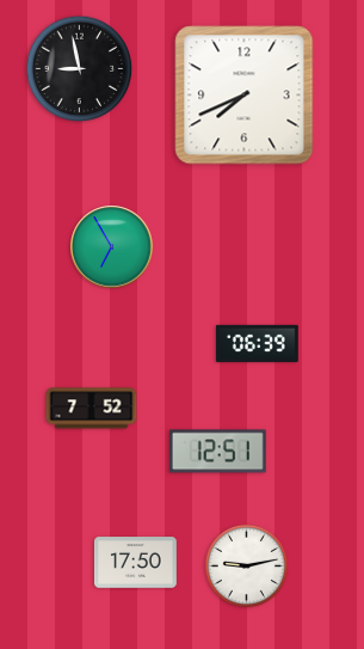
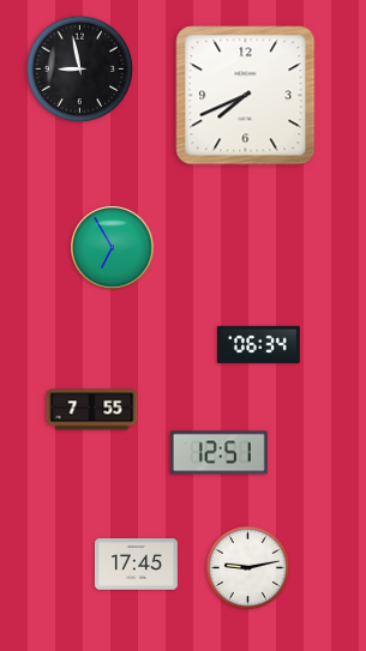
clock at (257, 343): 06:39 -> 06:34
clock at (92, 409): 7:52 -> 7:55
clock at (136, 563): 17:50 -> 17:45
